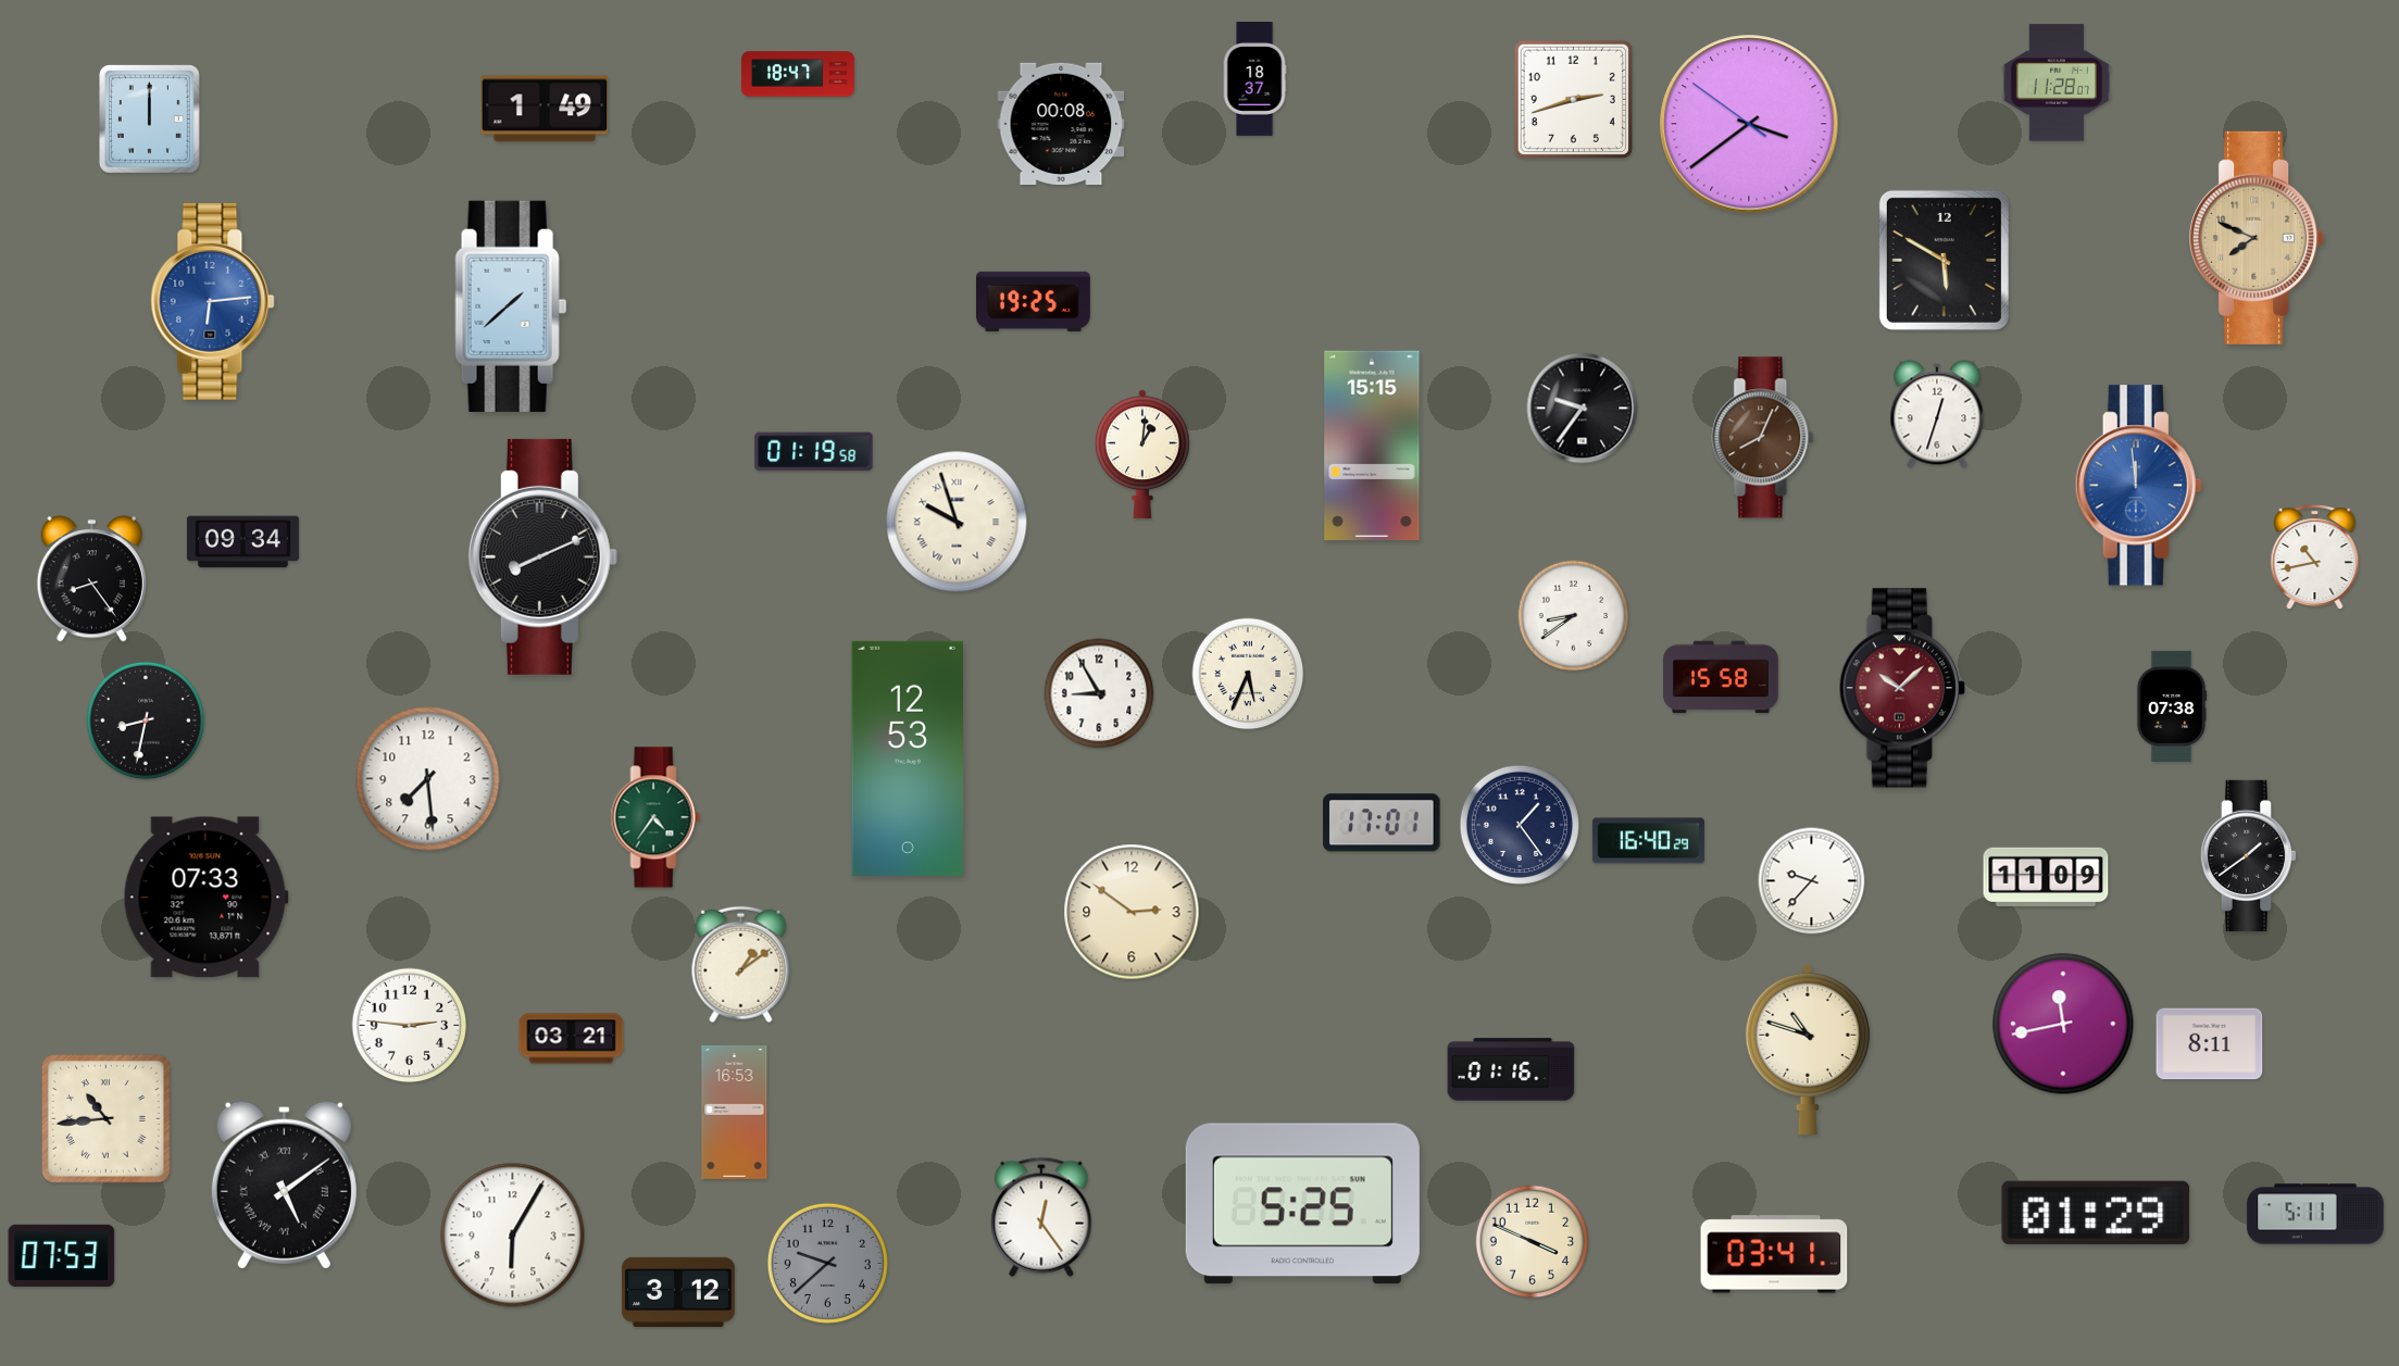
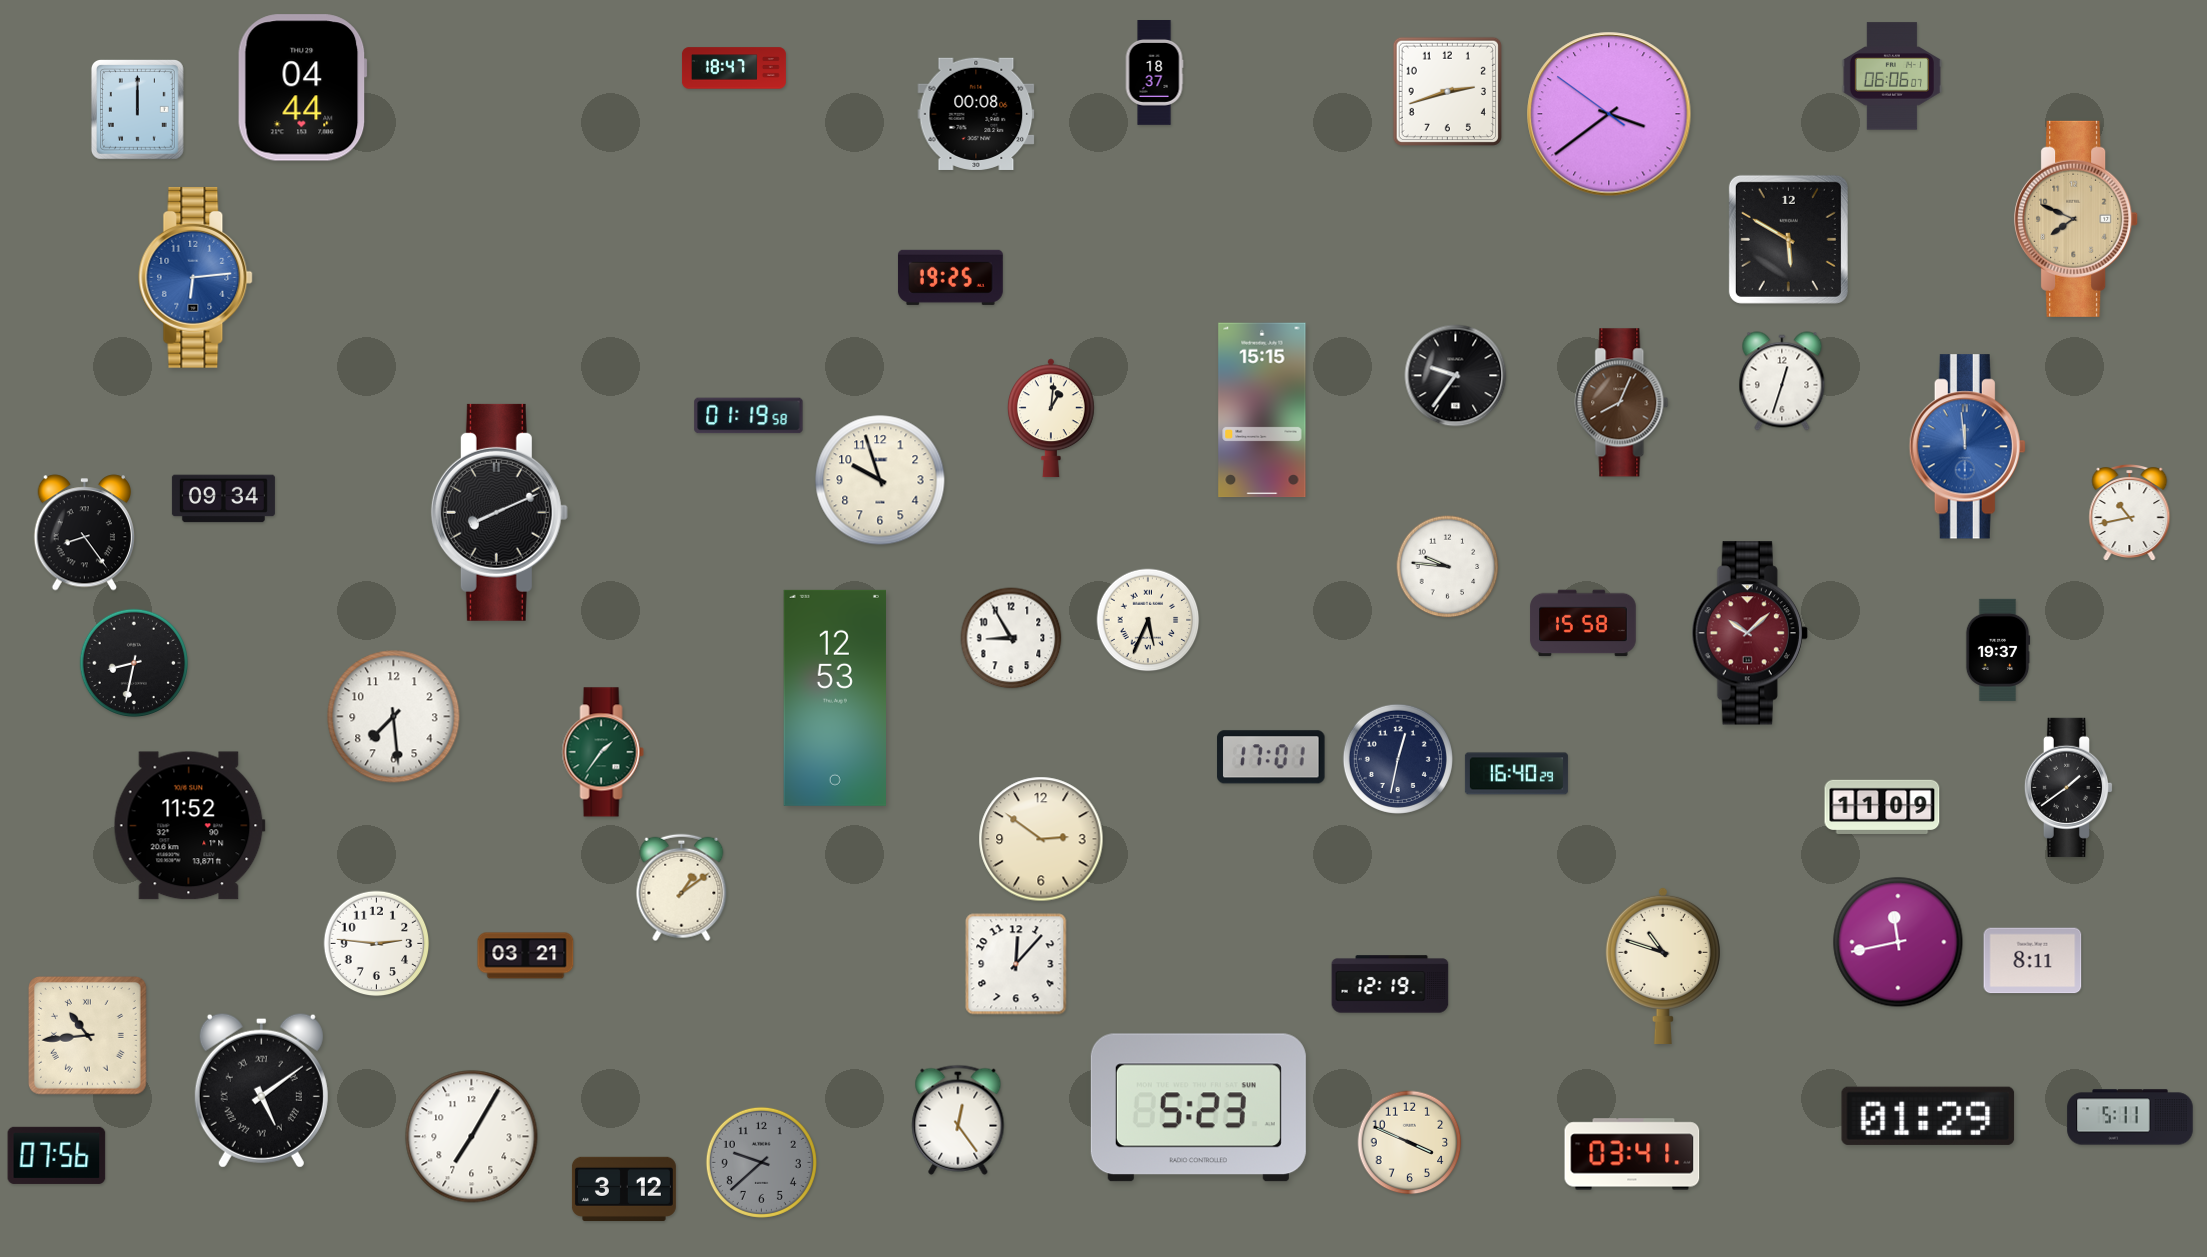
clock at (2057, 83): 11:28 -> 06:06
clock at (302, 88): none -> 04:44
clock at (545, 109): 1:49 -> none
clock at (511, 306): 1:38 -> none
clock at (957, 522) numerals: Roman -> Arabic
clock at (1574, 616): 8:39 -> 9:46
clock at (2172, 706): 07:38 -> 19:37
clock at (655, 817): 4:36 -> 1:36
clock at (1520, 825): 1:24 -> 12:32
clock at (1812, 881): 9:37 -> none
clock at (205, 898): 07:33 -> 11:52
clock at (1016, 964): none -> 12:07
clock at (1511, 1069): 01:16 -> 12:19
clock at (735, 1112): 16:53 -> none
clock at (107, 1119) position: (107, 1119) -> (88, 1036)
clock at (1302, 1204): 5:25 -> 5:23
clock at (513, 1236): 6:05 -> 7:05
clock at (62, 1255): 07:53 -> 07:56
